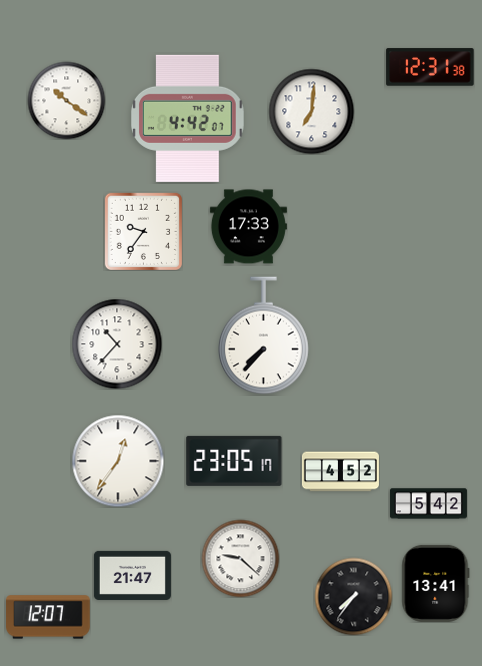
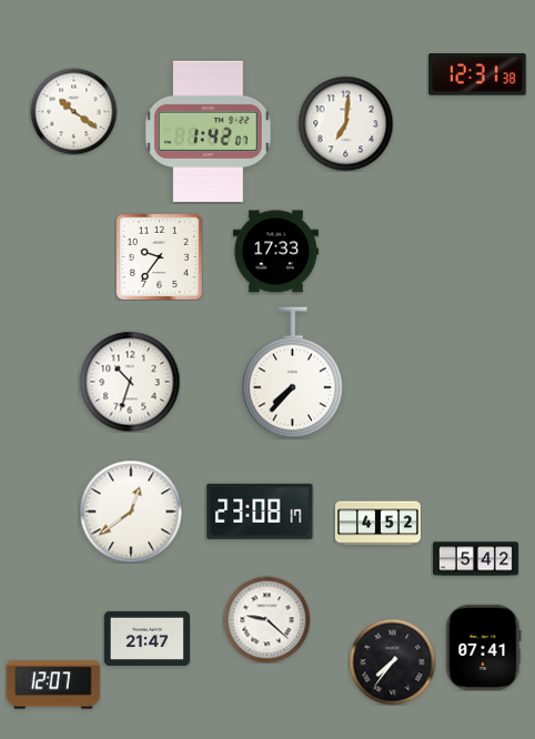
clock at (188, 118): 4:42 -> 1:42
clock at (117, 344): 10:37 -> 10:33
clock at (118, 461): 12:36 -> 12:39
clock at (234, 461): 23:05 -> 23:08
clock at (436, 583): 13:41 -> 07:41
